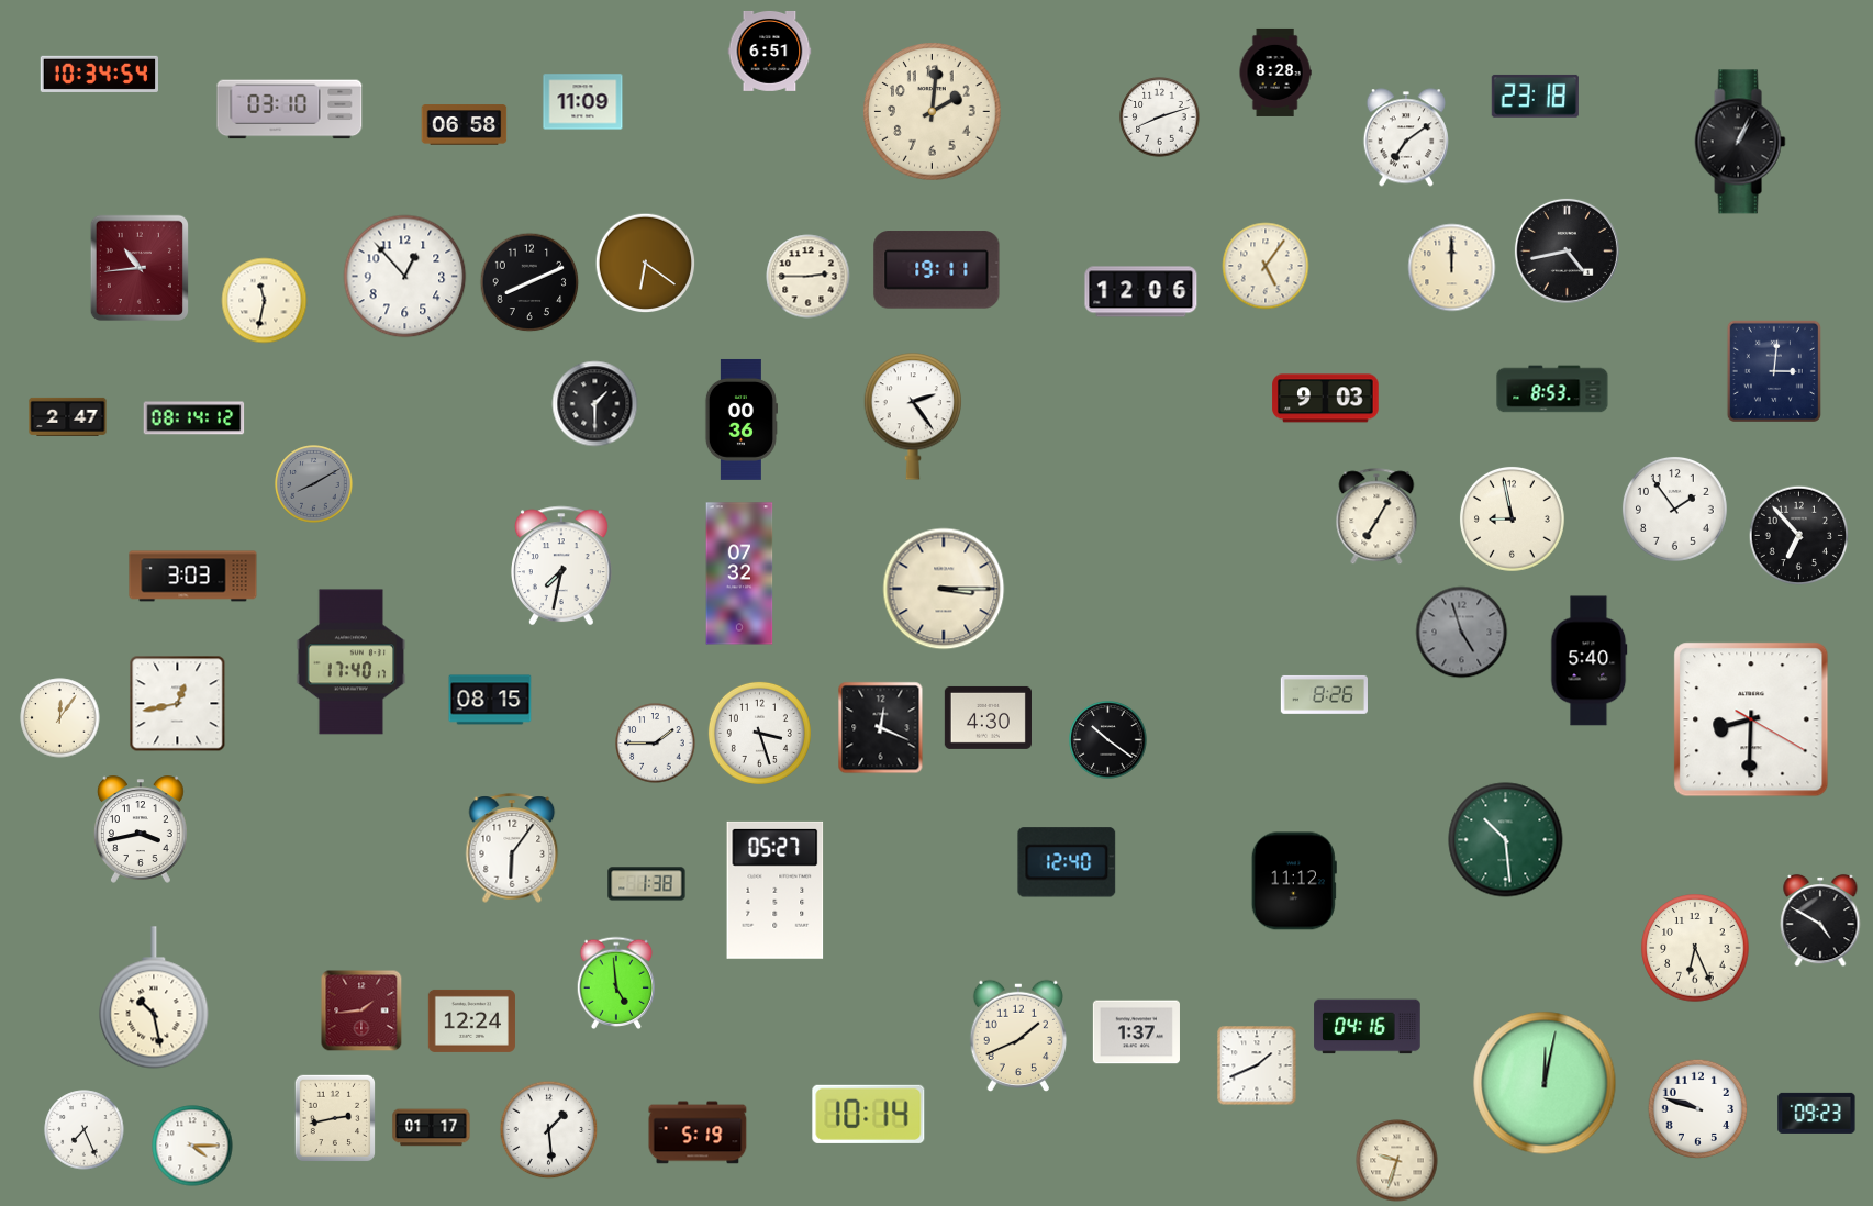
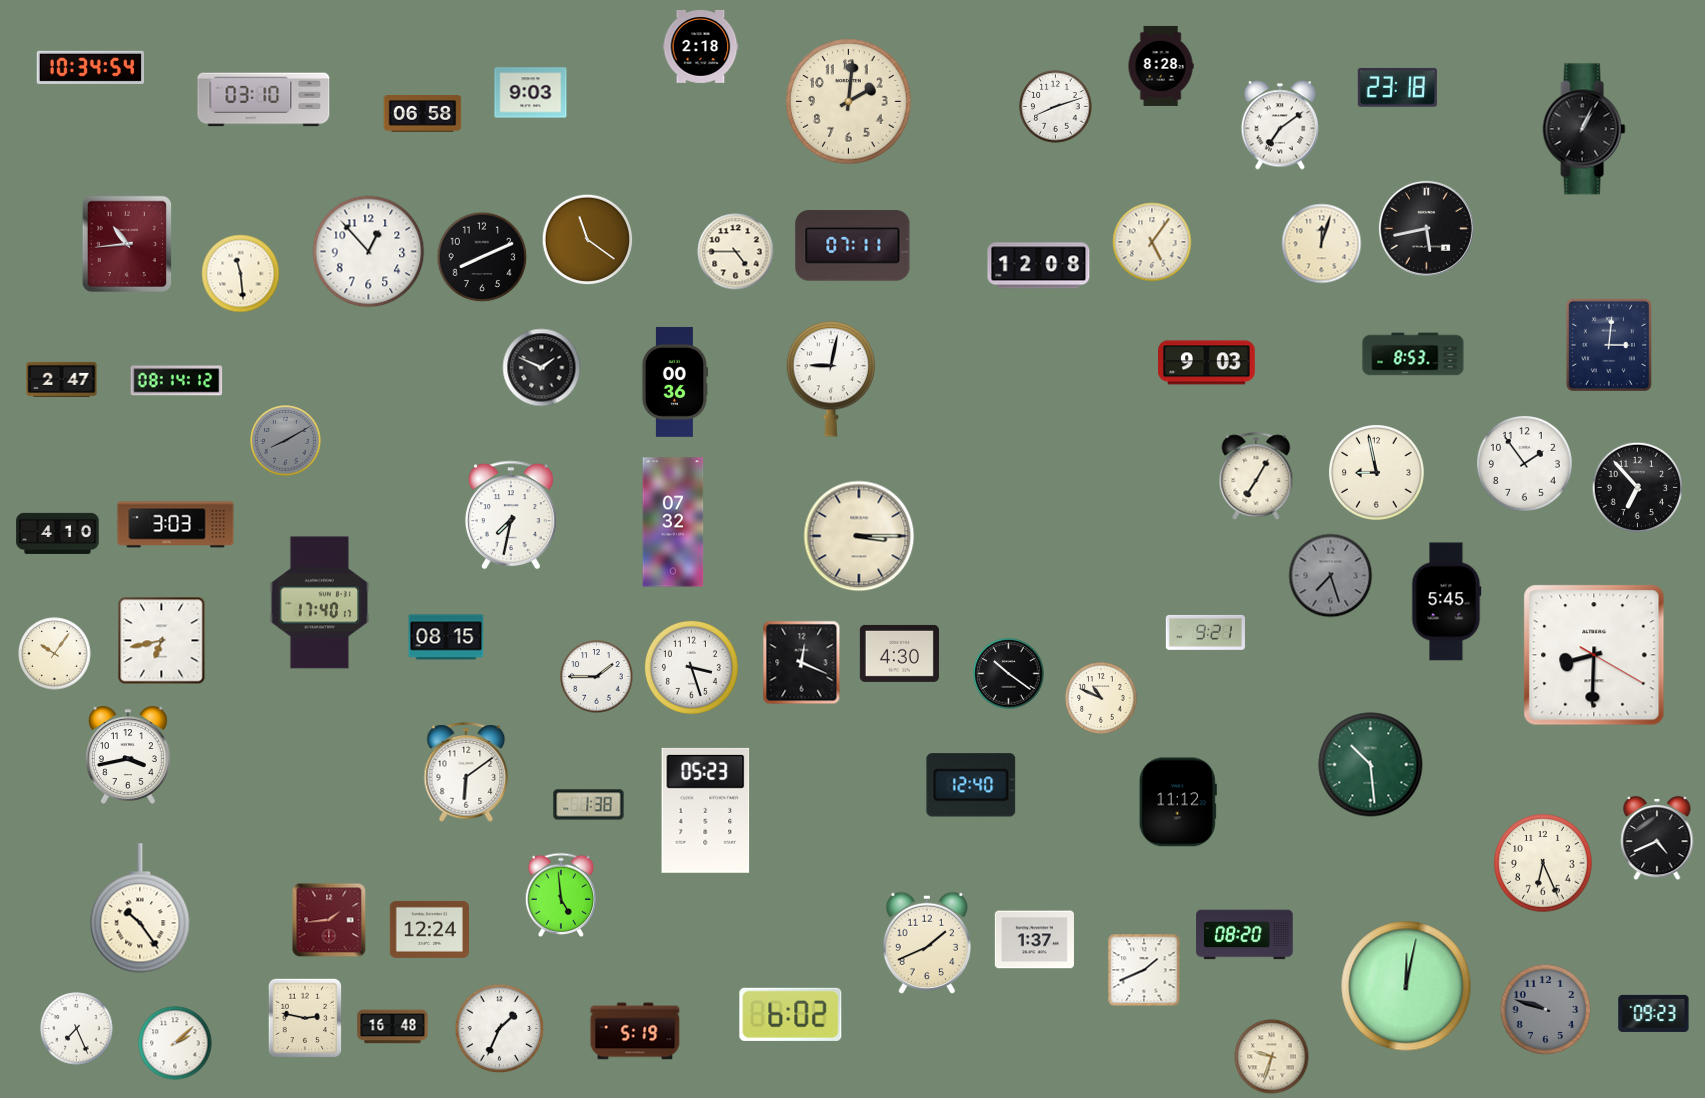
clock at (770, 51): 6:51 -> 2:18
clock at (583, 102): 11:09 -> 9:03
clock at (1567, 250): 4:43 -> 5:43
clock at (646, 264): 6:21 -> 11:21
clock at (1452, 268): 12:00 -> 12:03
clock at (937, 270): 19:11 -> 07:11
clock at (809, 277): 2:45 -> 4:45
clock at (1141, 292): 12:06 -> 12:08
clock at (265, 301): 11:32 -> 11:29
clock at (1774, 371) position: (1774, 371) -> (1609, 345)
clock at (595, 404): 1:30 -> 1:49
clock at (912, 416): 2:24 -> 9:02
clock at (1376, 517) position: (1376, 517) -> (1256, 477)
clock at (58, 533): none -> 4:10
clock at (1462, 633): 4:57 -> 7:27
clock at (1590, 661): 5:40 -> 5:45
clock at (1324, 694): 8:26 -> 9:21
clock at (178, 704): 12:43 -> 6:43
clock at (60, 718): 12:06 -> 10:06
clock at (1101, 698): none -> 10:49
clock at (512, 848): 6:06 -> 6:09
clock at (776, 890): 05:27 -> 05:23
clock at (1820, 920): 4:50 -> 4:41
clock at (154, 997): 10:28 -> 10:24
clock at (1368, 1027): 04:16 -> 08:20
clock at (1698, 1109) dial: white -> grey
clock at (869, 1114): 10:14 -> 6:02
clock at (335, 1118): 2:43 -> 2:47
clock at (432, 1128): 01:17 -> 16:48
clock at (549, 1130): 1:29 -> 1:34
clock at (192, 1146): 4:15 -> 2:08
